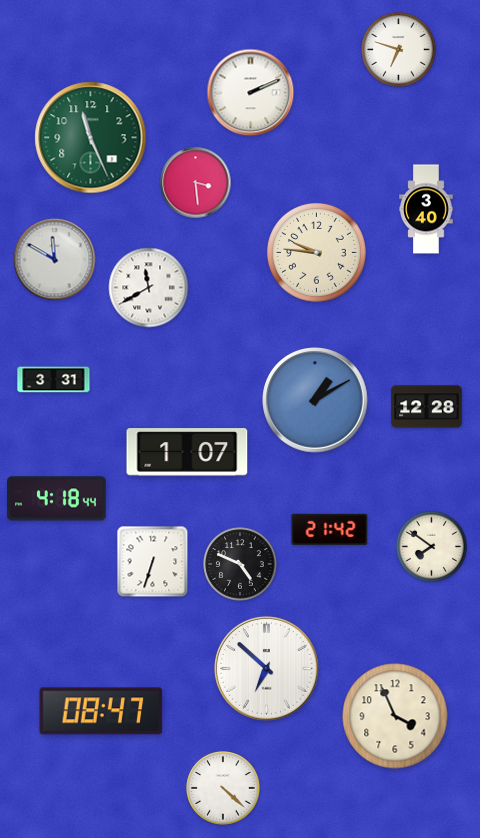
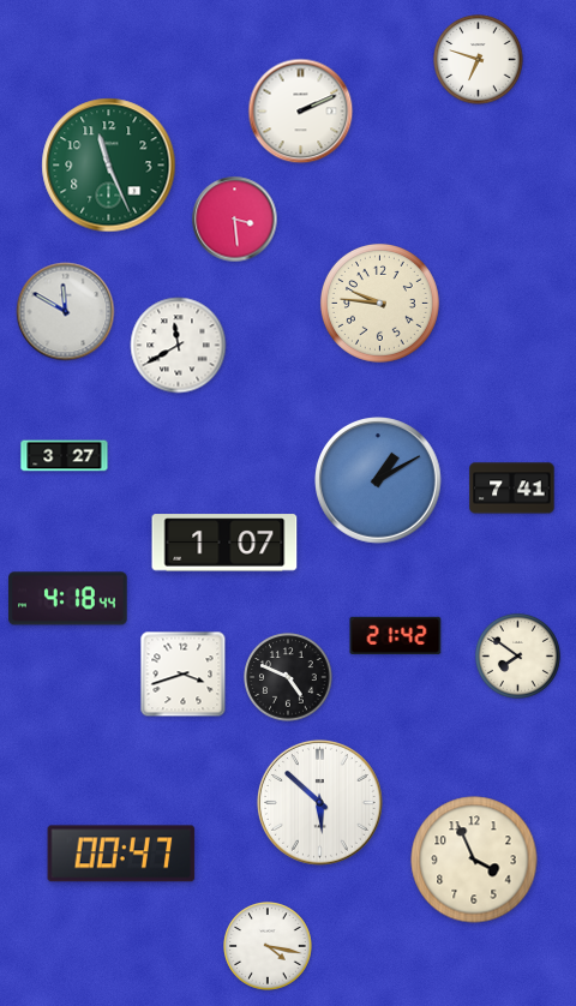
clock at (426, 209): 3:40 -> none
clock at (54, 380): 3:31 -> 3:27
clock at (427, 407): 12:28 -> 7:41
clock at (153, 562): 6:33 -> 3:42
clock at (266, 668): 6:52 -> 5:52
clock at (101, 711): 08:47 -> 00:47
clock at (223, 788): 4:22 -> 4:17
